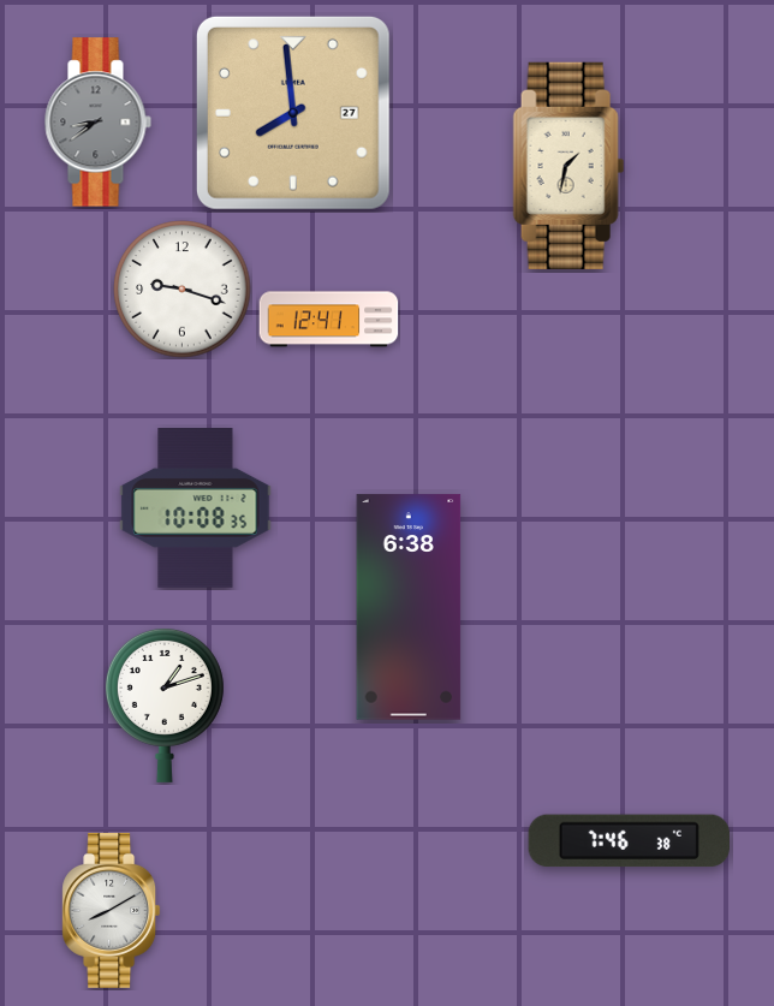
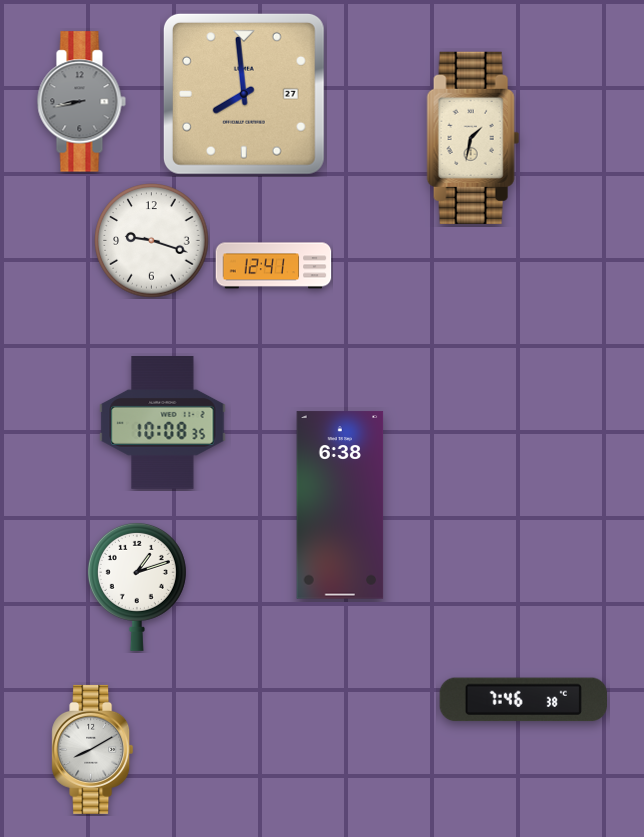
clock at (97, 123): 8:39 -> 8:43
clock at (112, 910) position: (112, 910) -> (93, 749)
